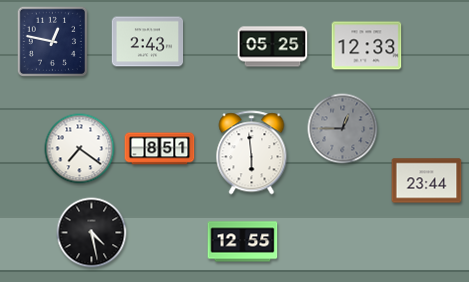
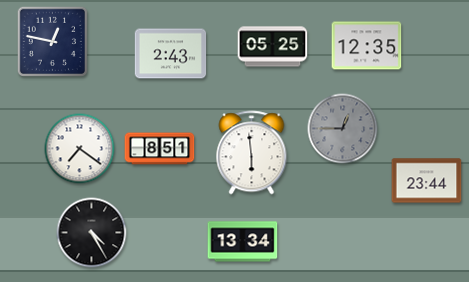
clock at (148, 42) position: (148, 42) -> (171, 54)
clock at (367, 46): 12:33 -> 12:35
clock at (92, 233): 4:28 -> 4:25
clock at (243, 242): 12:55 -> 13:34
